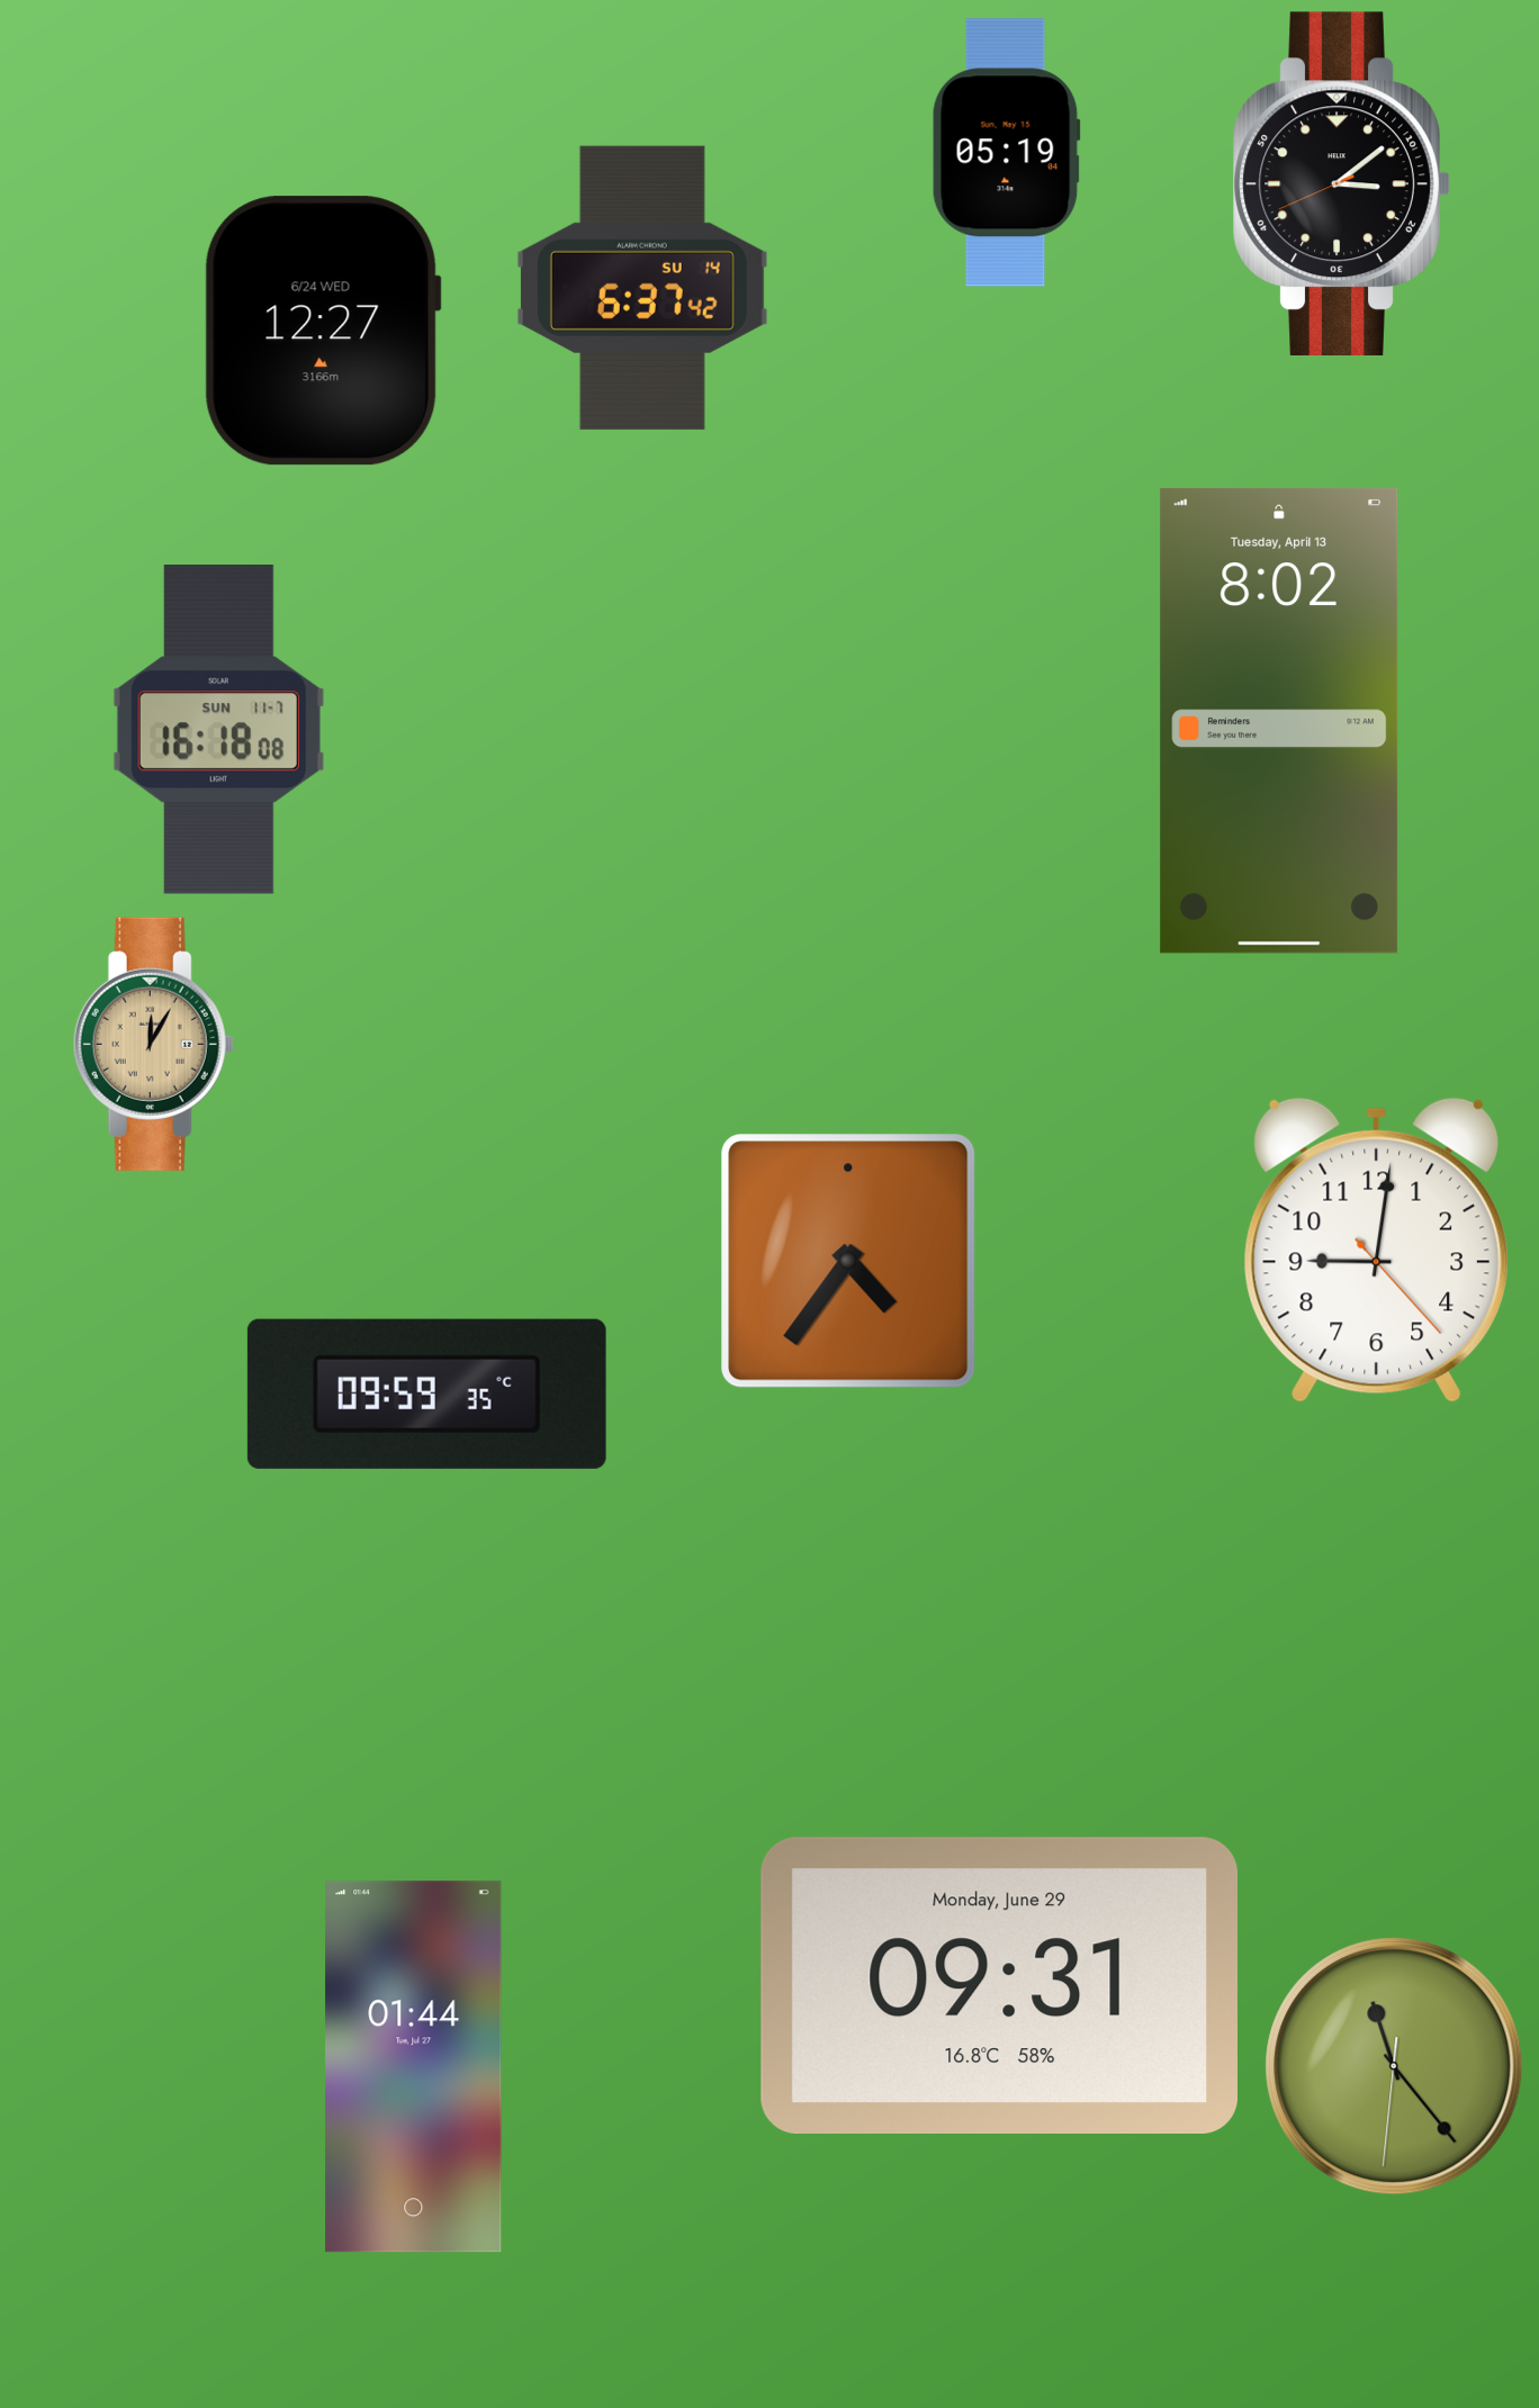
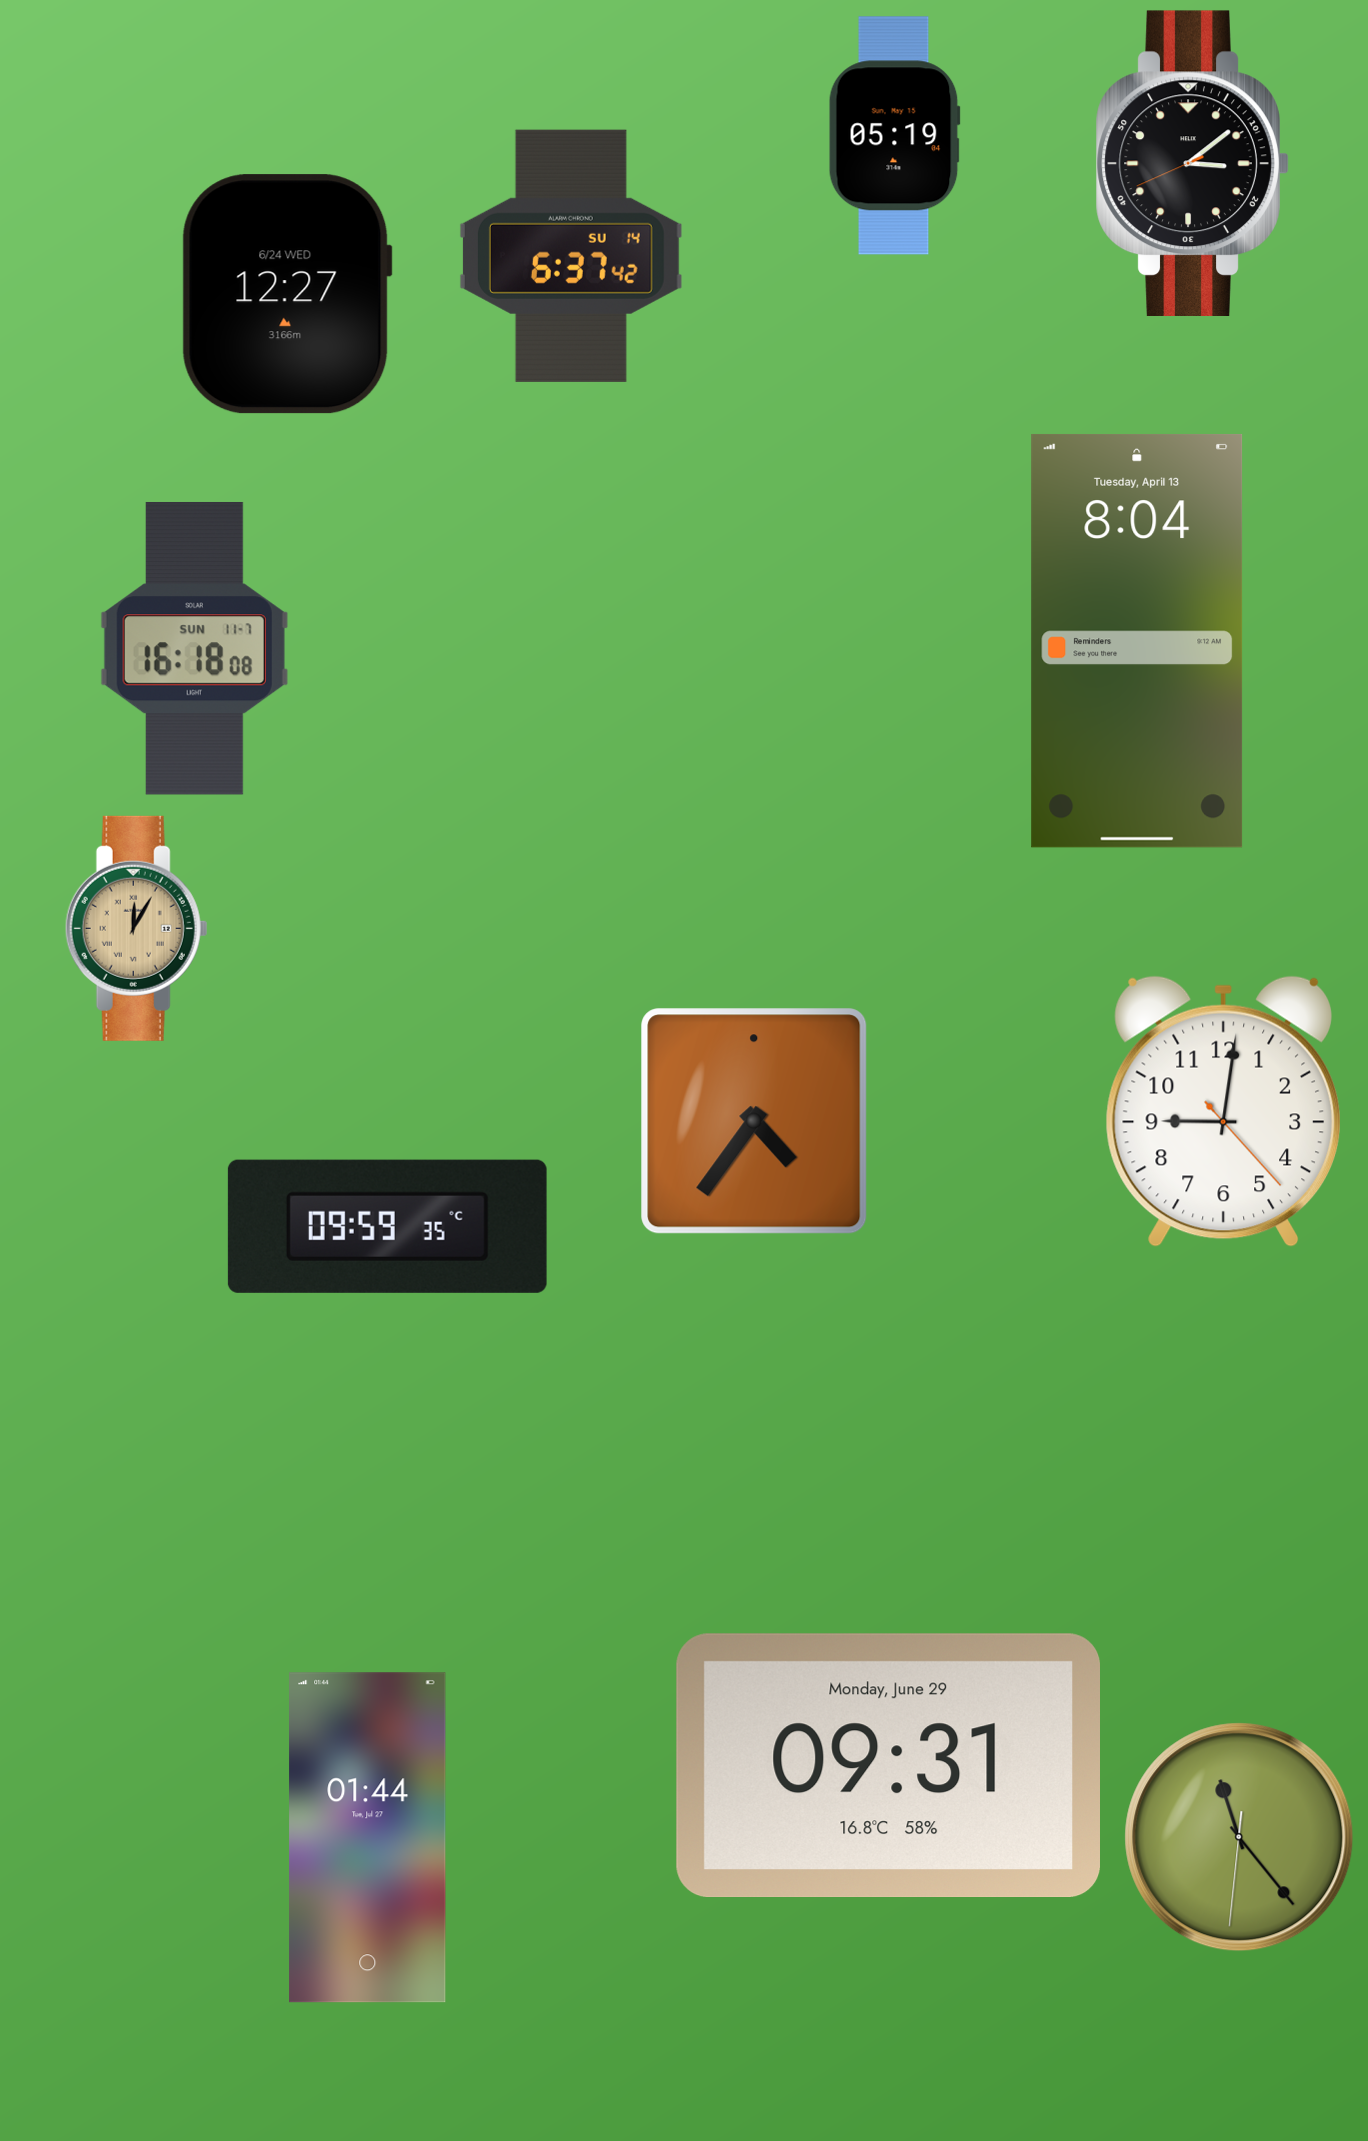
clock at (1279, 721): 8:02 -> 8:04
clock at (426, 1394) position: (426, 1394) -> (387, 1226)
